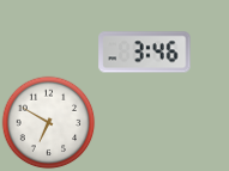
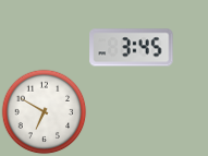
clock at (145, 53): 3:46 -> 3:45
